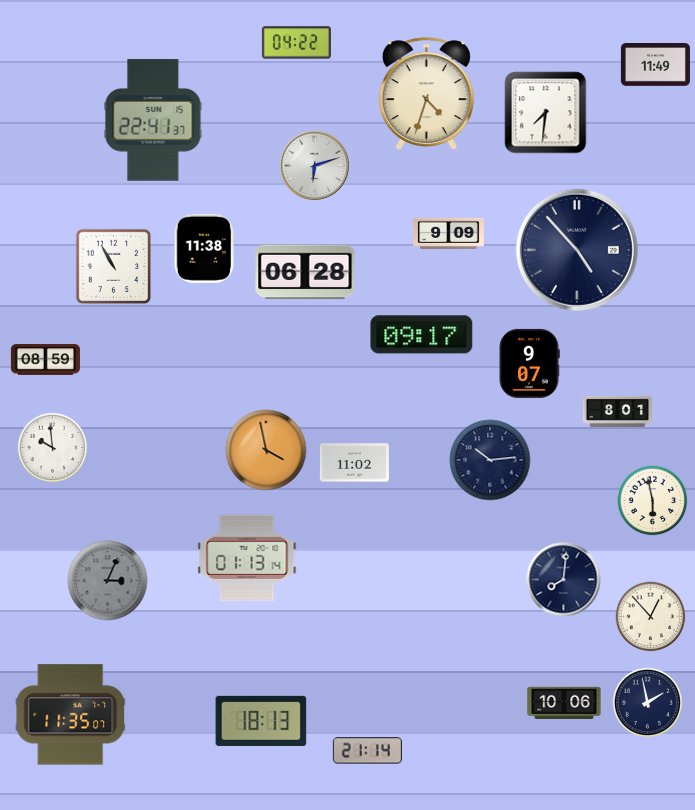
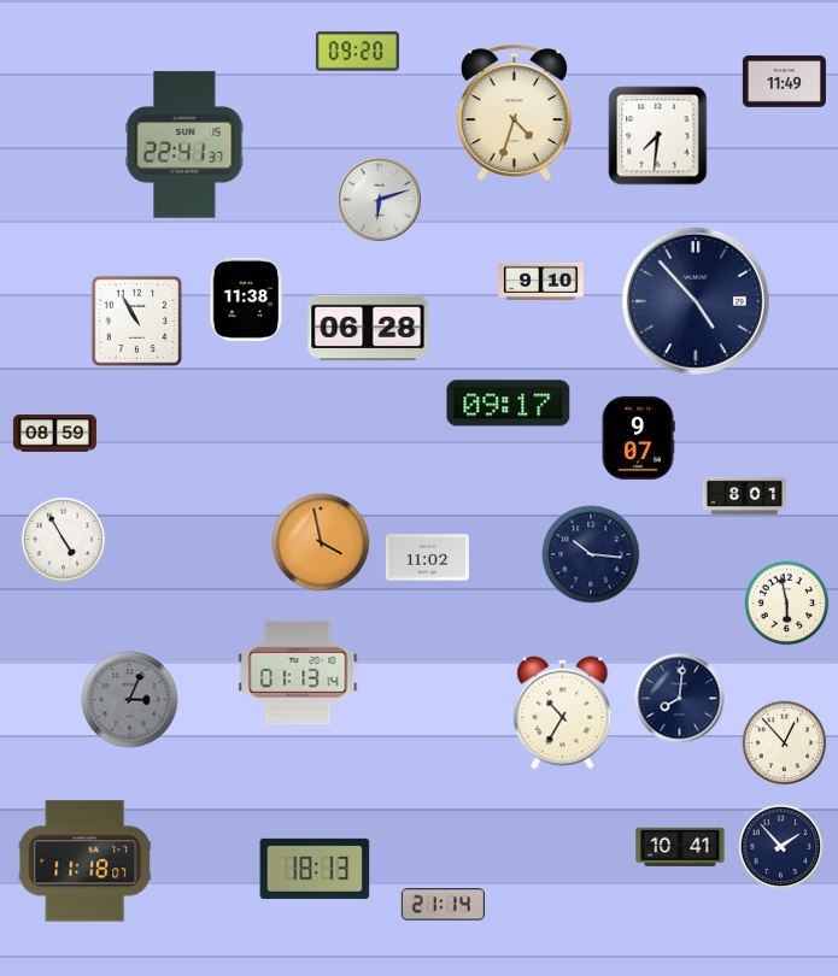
clock at (296, 43): 04:22 -> 09:20
clock at (655, 65) position: (655, 65) -> (784, 82)
clock at (449, 233): 9:09 -> 9:10
clock at (53, 448): 9:59 -> 4:55
clock at (490, 460): 10:14 -> 10:16
clock at (563, 713): none -> 10:35
clock at (564, 703): 10:06 -> 10:41
clock at (648, 703): 1:58 -> 1:53
clock at (71, 715): 11:35 -> 11:18
